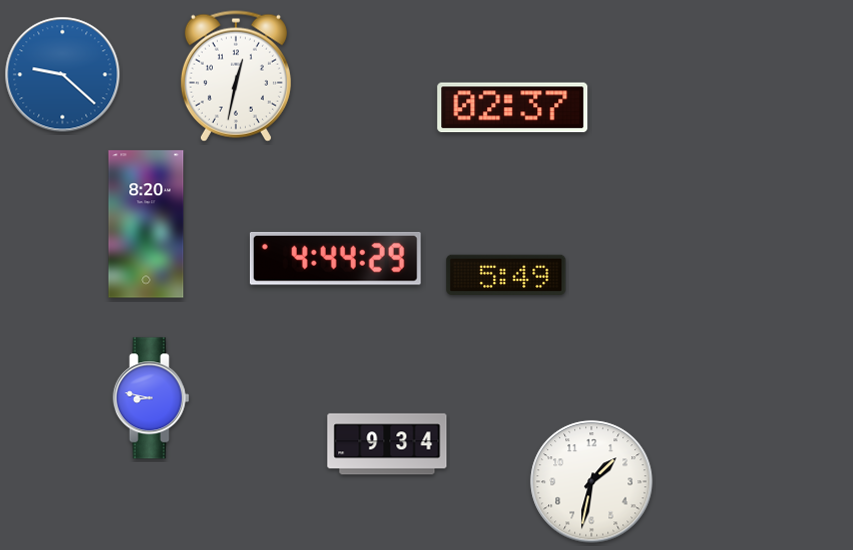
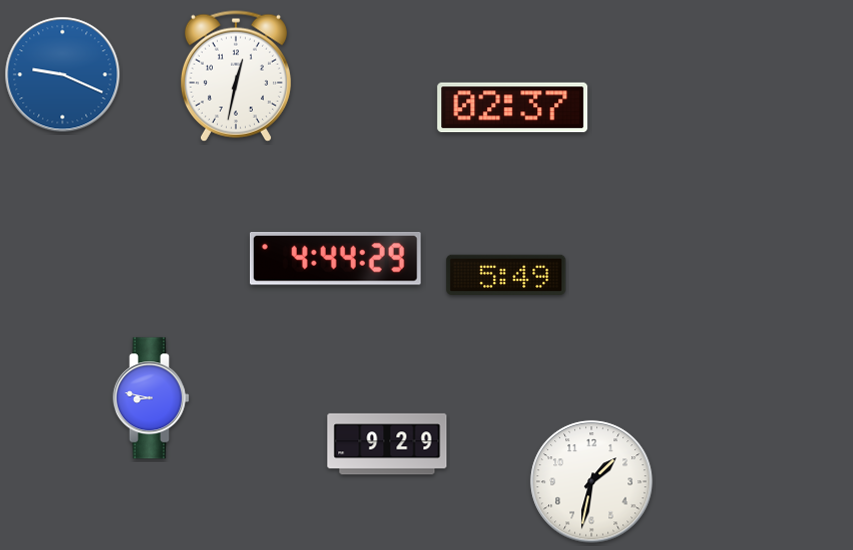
clock at (63, 75): 9:22 -> 9:19
clock at (146, 224): 8:20 -> none
clock at (387, 444): 9:34 -> 9:29
